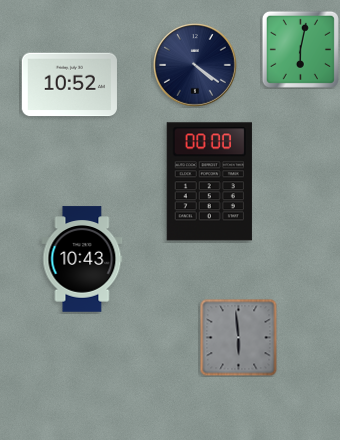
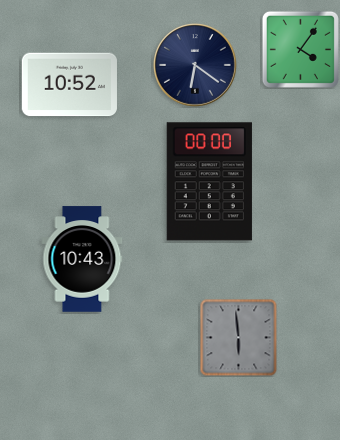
clock at (300, 49): 6:02 -> 4:06
clock at (195, 65): 4:21 -> 6:21
